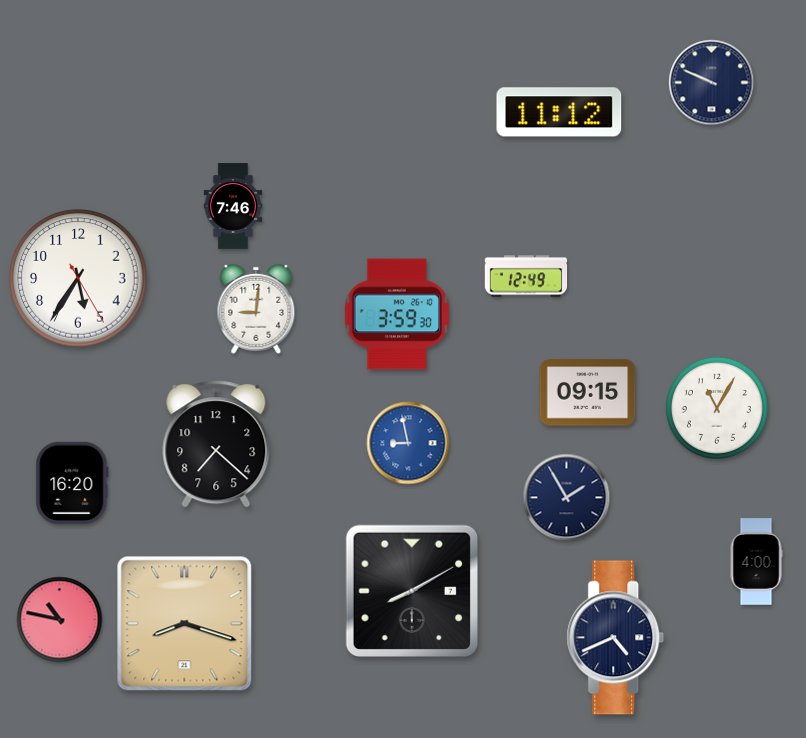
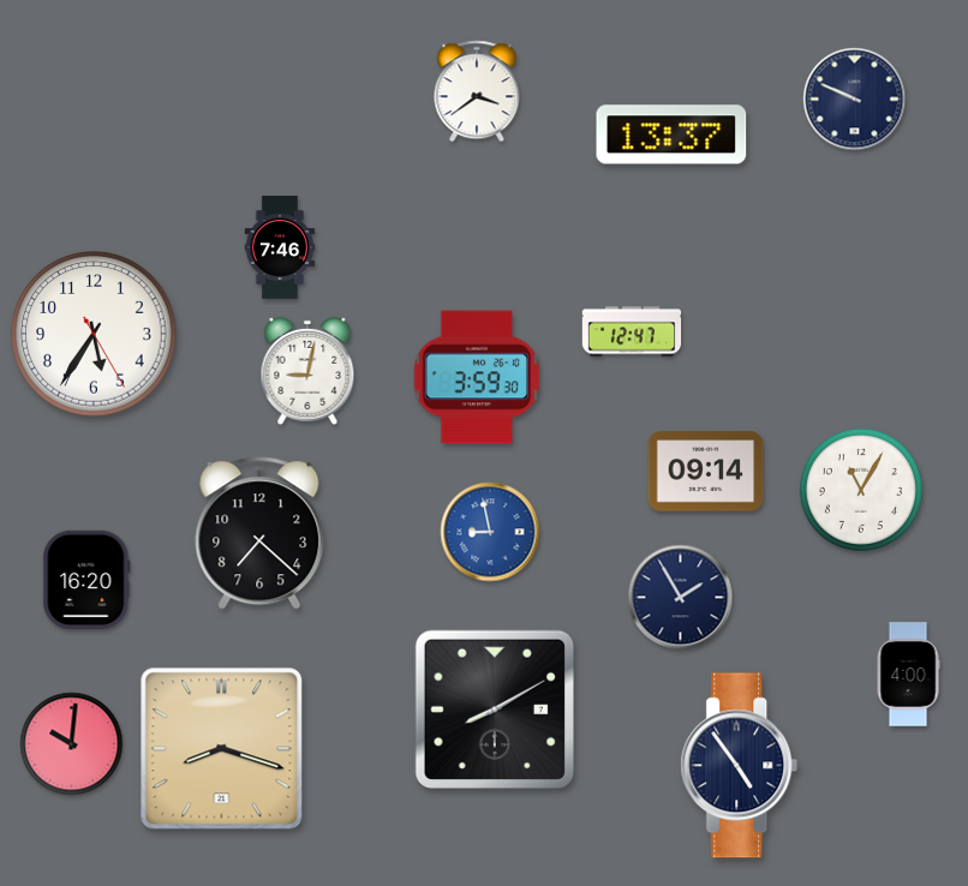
clock at (477, 91): none -> 3:39
clock at (559, 112): 11:12 -> 13:37
clock at (526, 276): 12:49 -> 12:47
clock at (256, 309): 9:01 -> 9:02
clock at (588, 393): 09:15 -> 09:14
clock at (60, 620): 10:47 -> 10:01
clock at (616, 638): 4:41 -> 4:54
